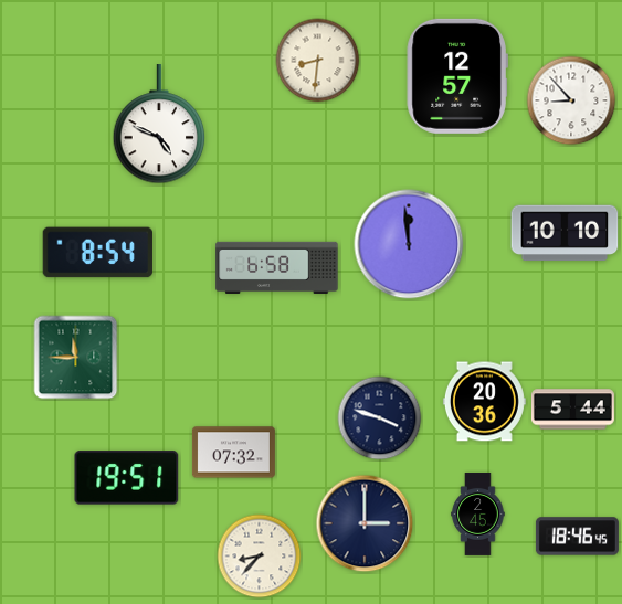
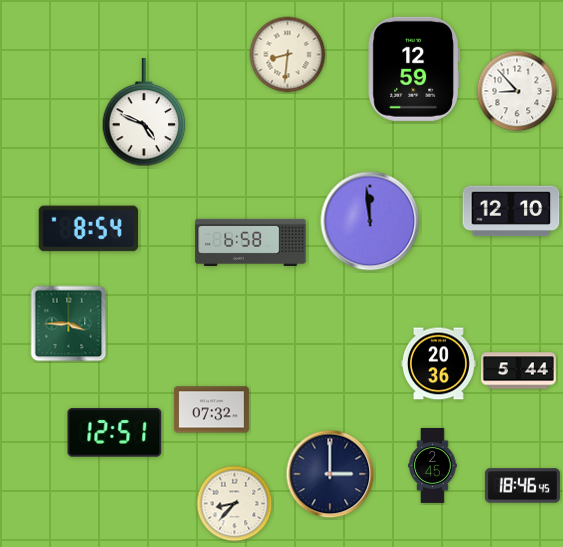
clock at (457, 76): 12:57 -> 12:59
clock at (565, 233): 10:10 -> 12:10
clock at (76, 358): 11:45 -> 3:45
clock at (380, 418): 3:48 -> none
clock at (127, 478): 19:51 -> 12:51
